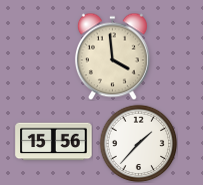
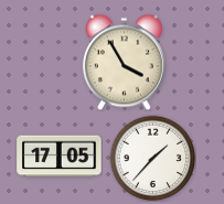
clock at (112, 56): 3:59 -> 3:55
clock at (54, 142): 15:56 -> 17:05
